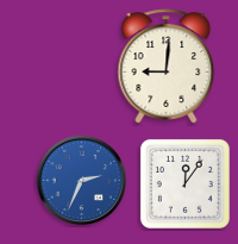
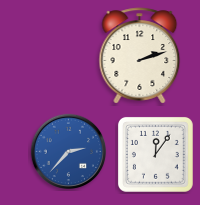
clock at (167, 67): 9:01 -> 2:12
clock at (82, 181): 2:34 -> 2:37
